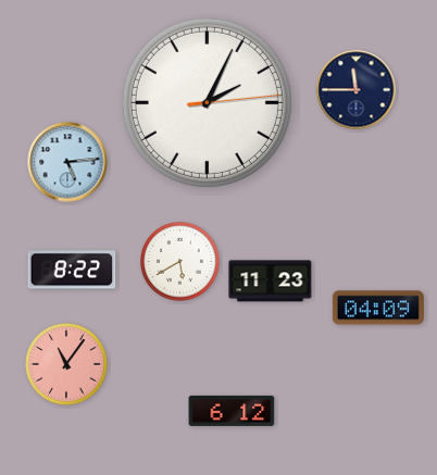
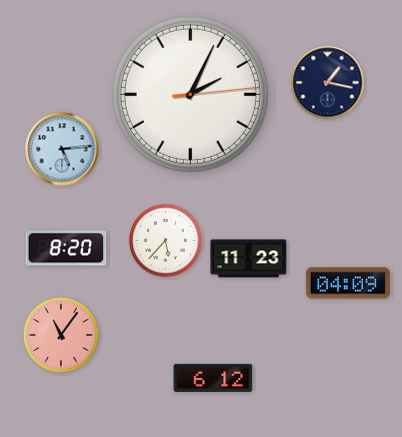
clock at (357, 90): 11:45 -> 1:17
clock at (180, 262): 5:40 -> 5:37
clock at (72, 270): 8:22 -> 8:20
